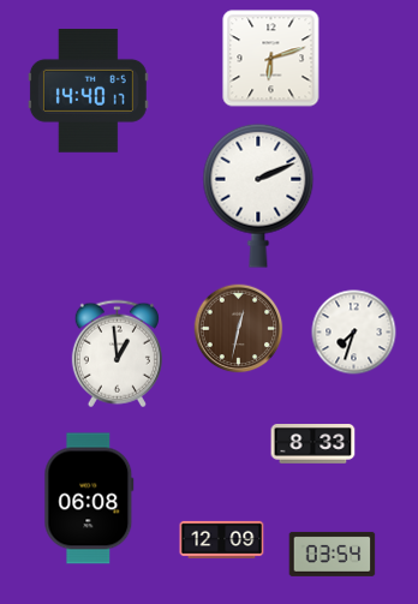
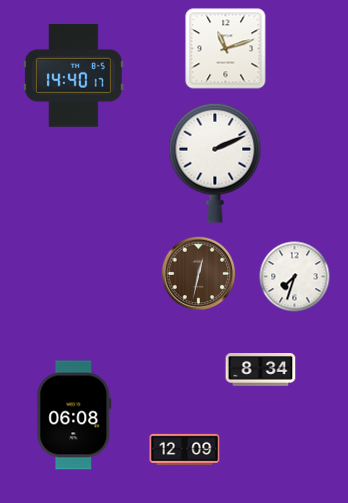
clock at (271, 59): 6:12 -> 11:12
clock at (117, 354): 12:59 -> none
clock at (313, 444): 8:33 -> 8:34
clock at (333, 554): 03:54 -> none
